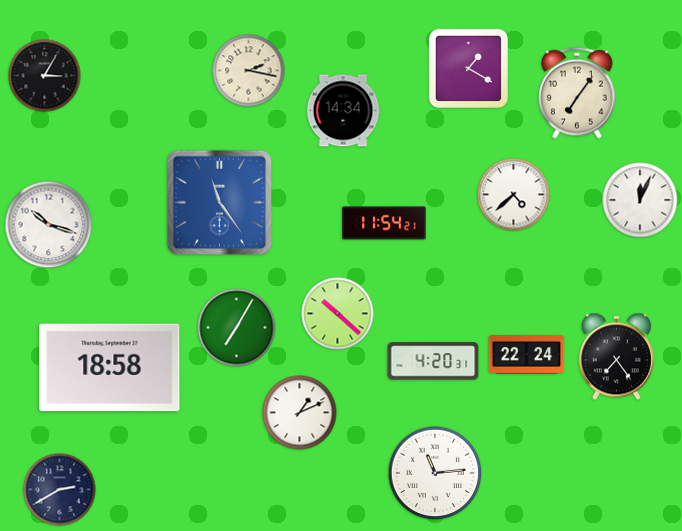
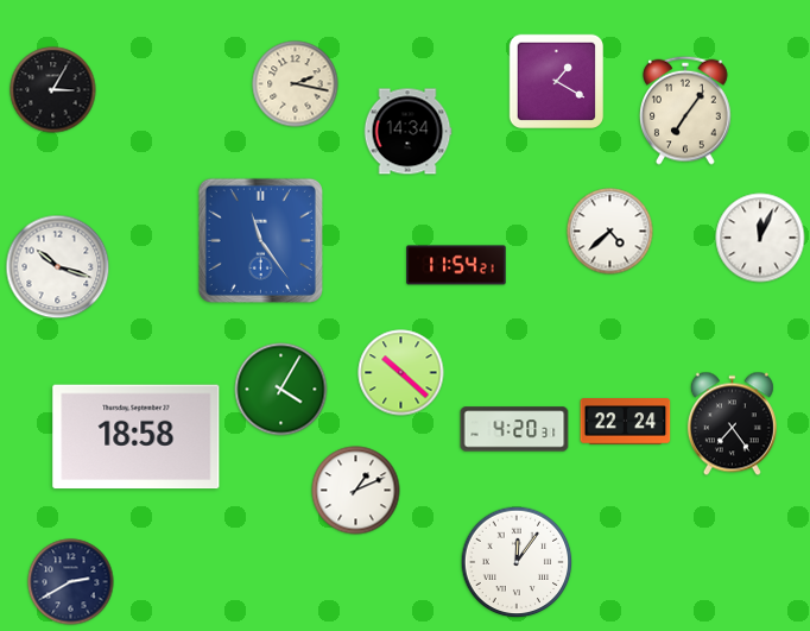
clock at (237, 328): 7:05 -> 4:05
clock at (110, 368) position: (110, 368) -> (137, 437)
clock at (435, 473): 11:14 -> 12:06
